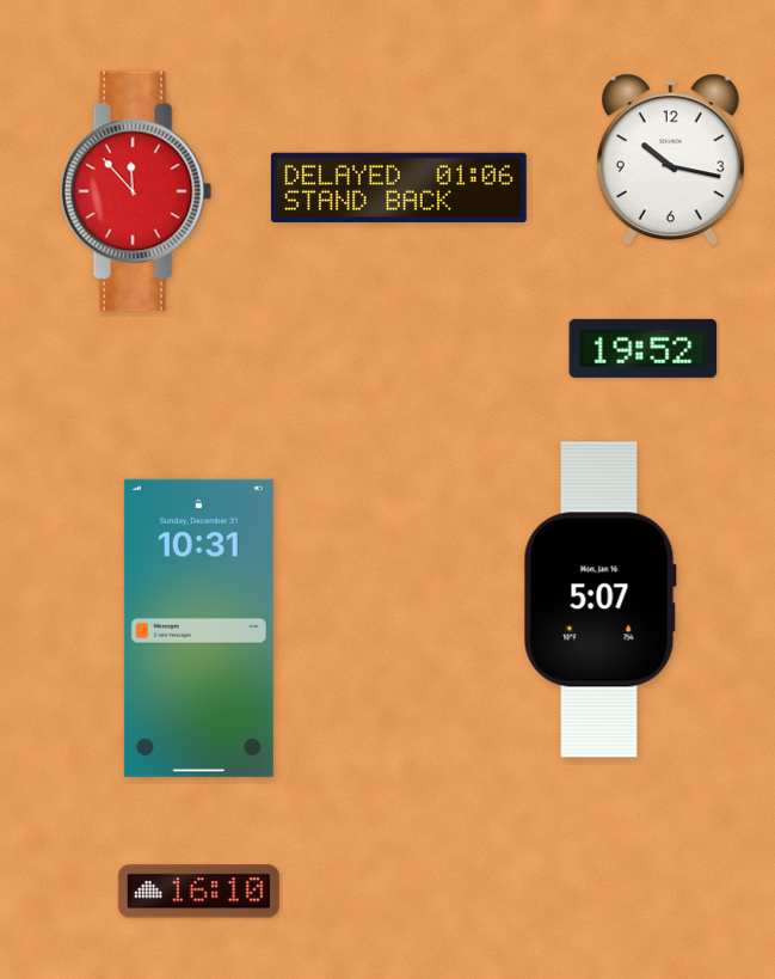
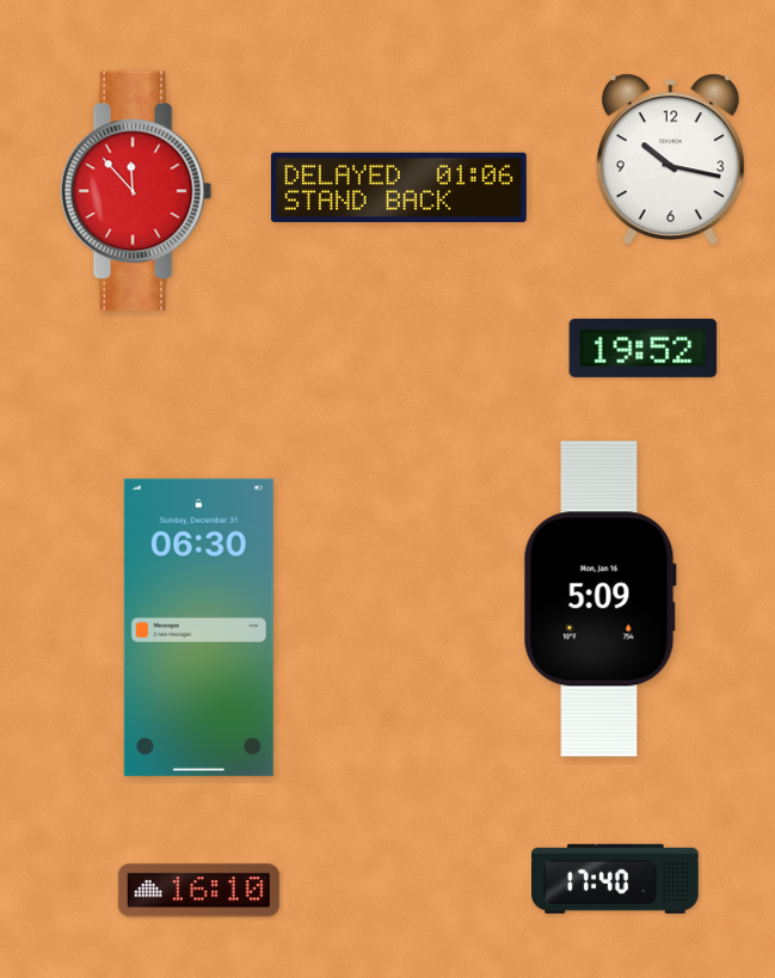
clock at (599, 600): 5:07 -> 5:09
clock at (198, 628): 10:31 -> 06:30
clock at (615, 879): none -> 17:40
